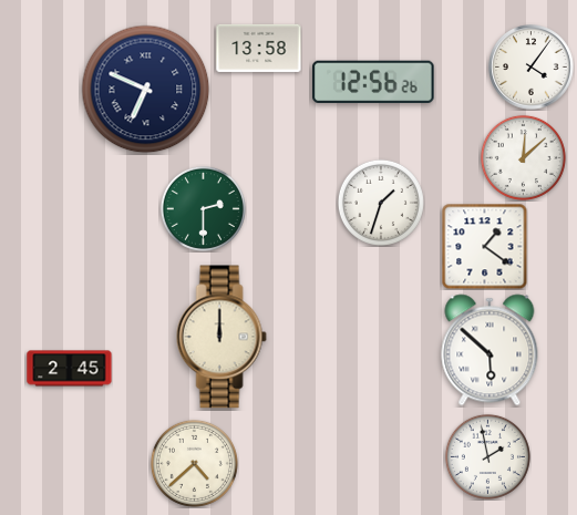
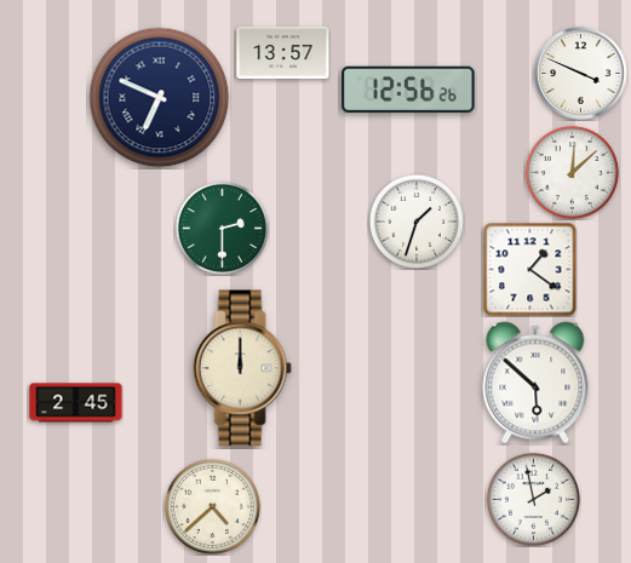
clock at (259, 48): 13:58 -> 13:57
clock at (532, 68): 4:06 -> 3:49
